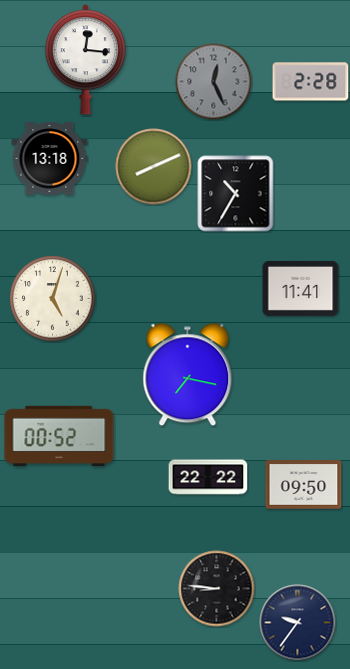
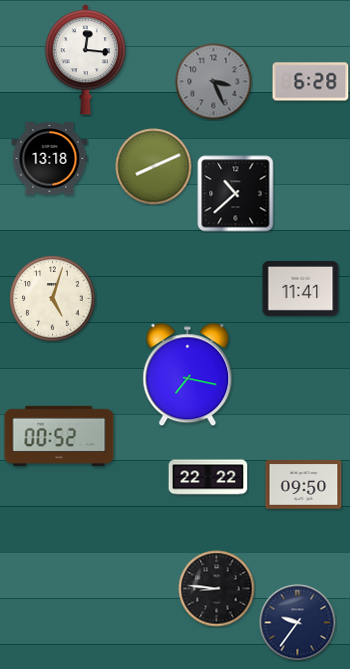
clock at (214, 82): 12:26 -> 3:26
clock at (311, 82): 2:28 -> 6:28
clock at (236, 194): 10:35 -> 10:38
